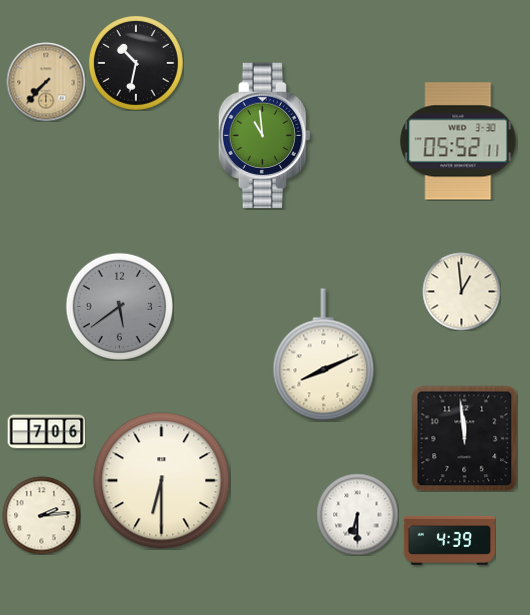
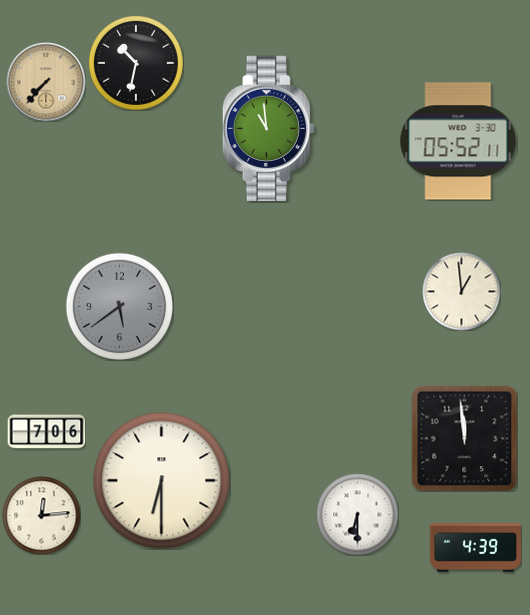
clock at (264, 136) position: (264, 136) -> (268, 129)
clock at (324, 355): 8:11 -> none
clock at (41, 515): 2:14 -> 12:14
clock at (449, 540) position: (449, 540) -> (475, 547)
